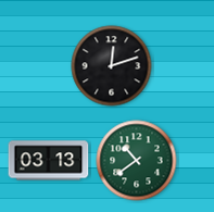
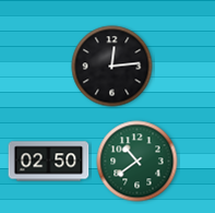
clock at (112, 66): 12:12 -> 12:14
clock at (49, 161): 03:13 -> 02:50
